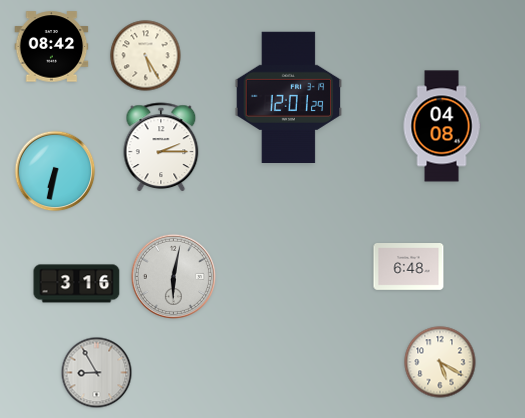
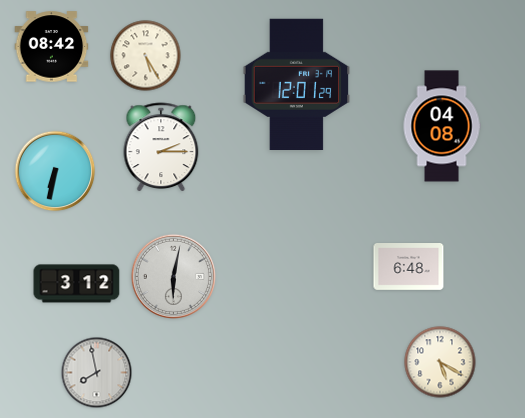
clock at (289, 97) position: (289, 97) -> (297, 84)
clock at (77, 284): 3:16 -> 3:12
clock at (97, 373): 8:55 -> 7:58
